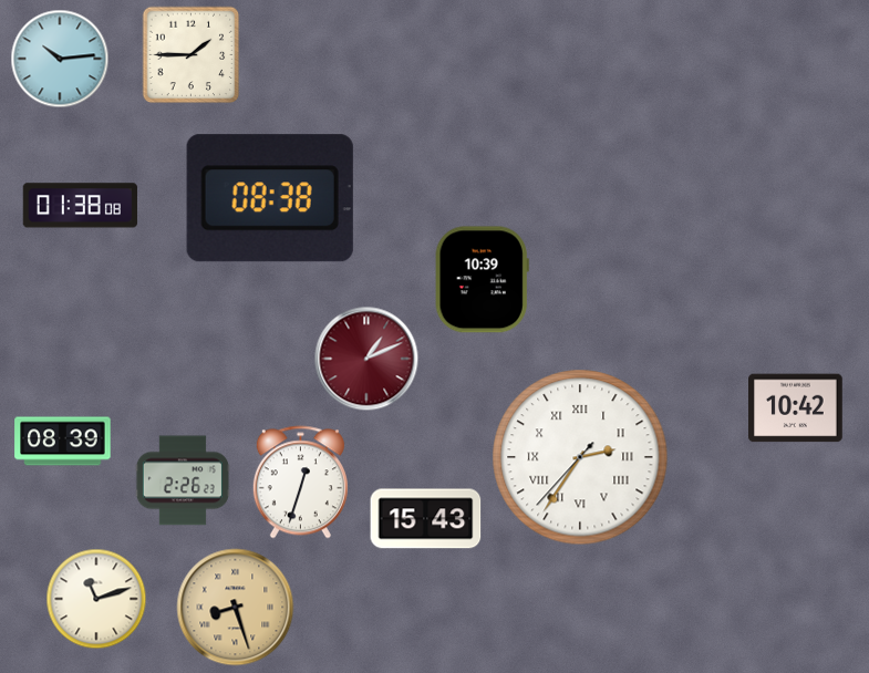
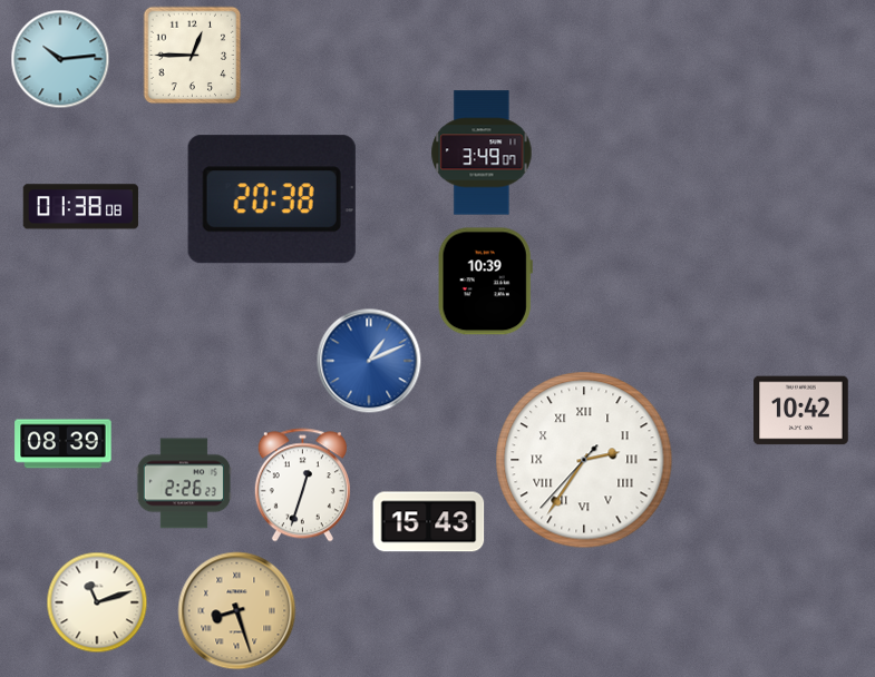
clock at (192, 55): 1:45 -> 12:45
clock at (482, 153): none -> 3:49
clock at (270, 198): 08:38 -> 20:38
clock at (366, 359) dial: burgundy -> blue
